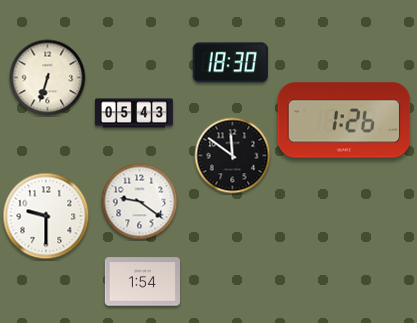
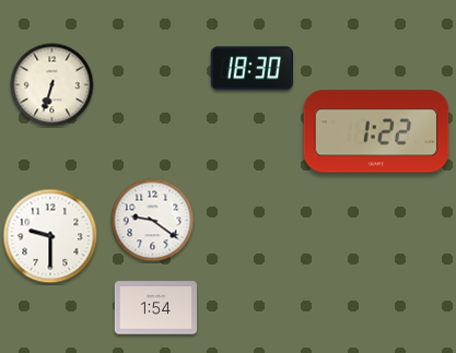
clock at (134, 113): 05:43 -> none
clock at (344, 120): 1:26 -> 1:22
clock at (233, 156): 11:51 -> none
